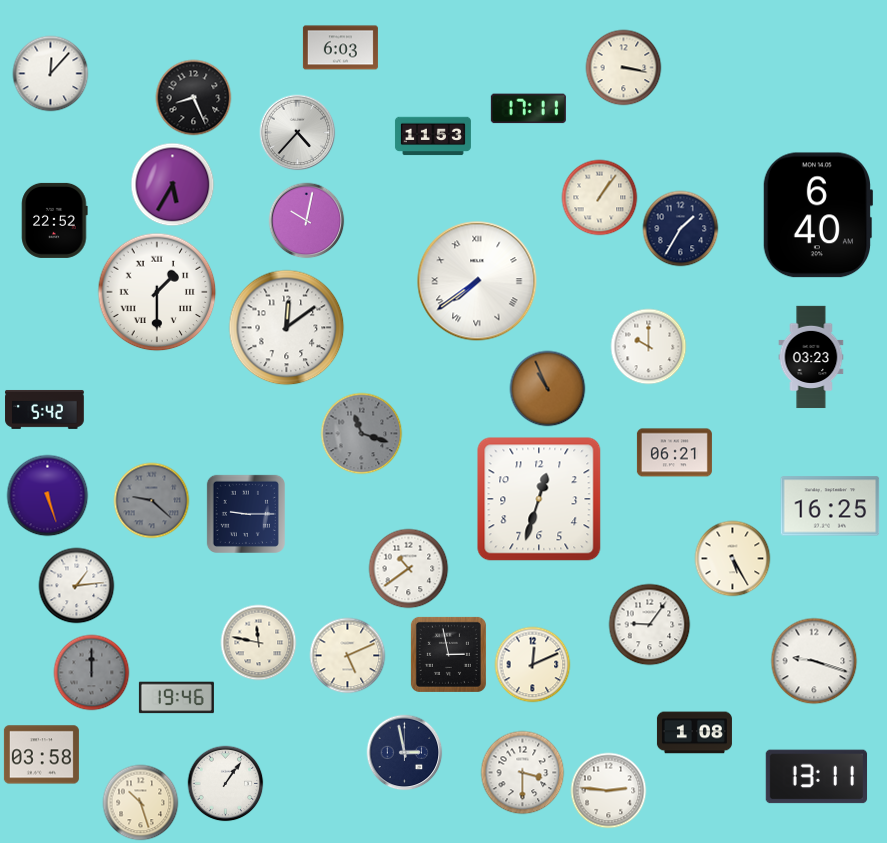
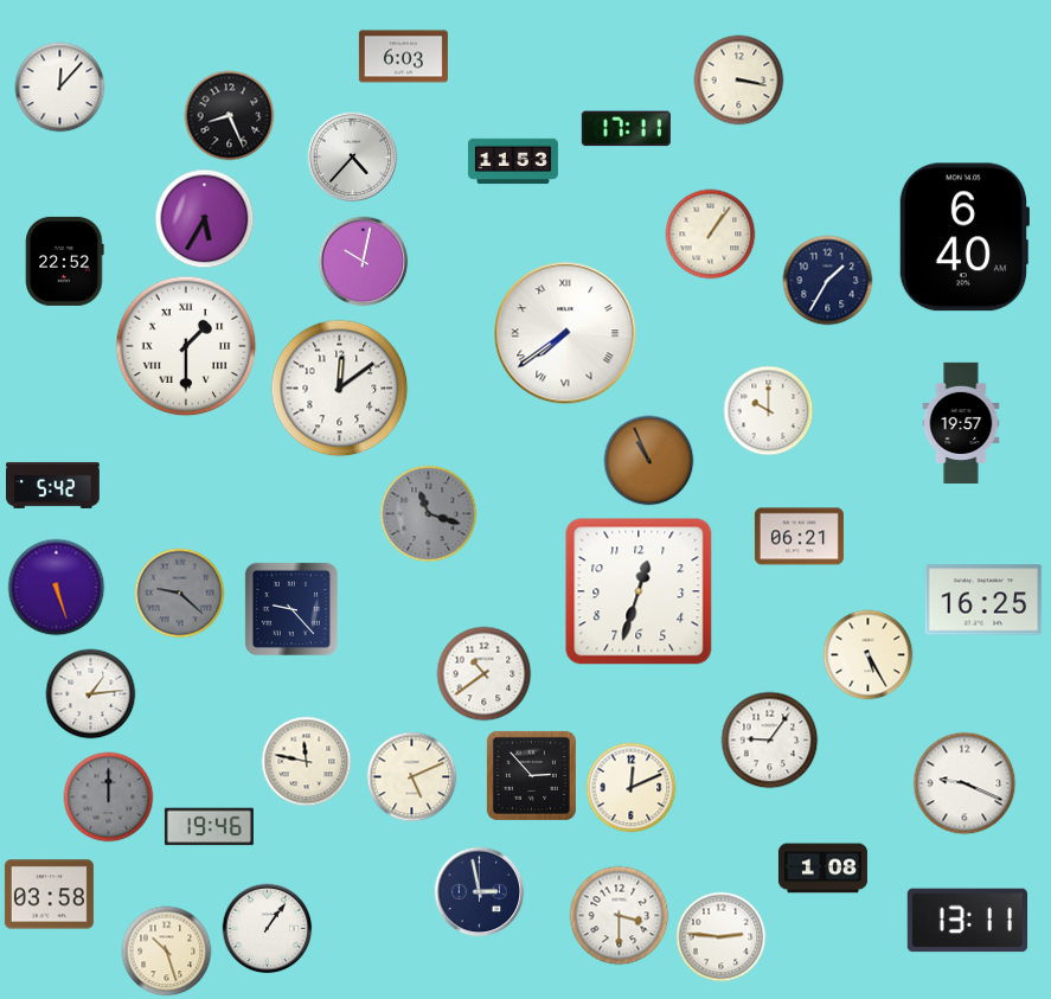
clock at (817, 215) position: (817, 215) -> (963, 237)
clock at (681, 229) position: (681, 229) -> (828, 281)
clock at (811, 357): 03:23 -> 19:57
clock at (246, 514): 9:15 -> 9:23
clock at (733, 559) position: (733, 559) -> (869, 655)
clock at (448, 654): 2:58 -> 2:53
clock at (814, 661): 9:18 -> 9:19
